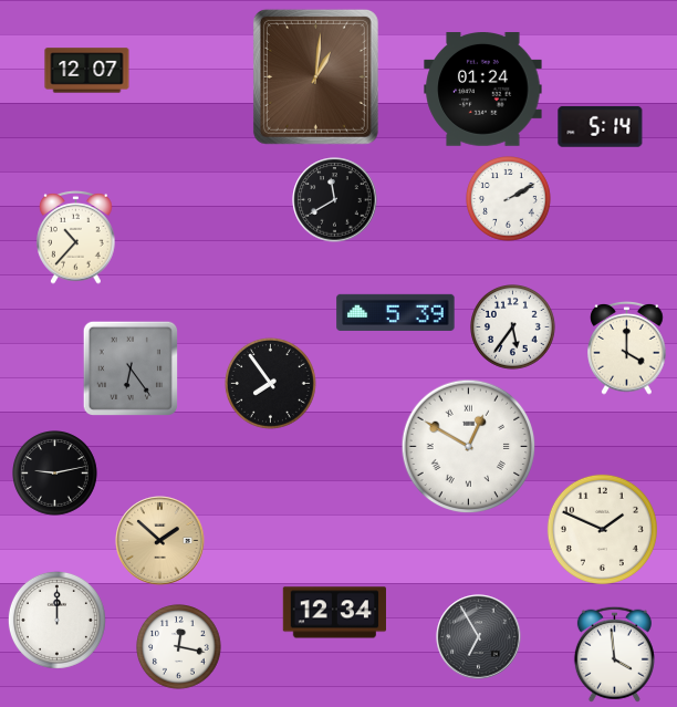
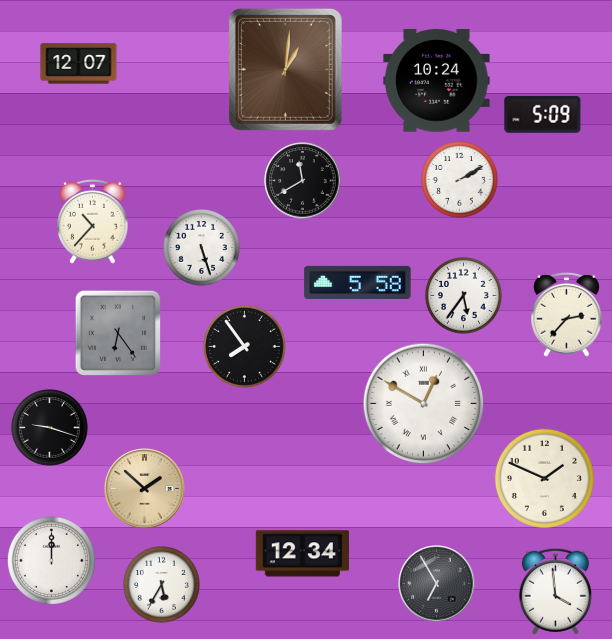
clock at (483, 90): 01:24 -> 10:24
clock at (601, 127): 5:14 -> 5:09
clock at (76, 237) position: (76, 237) -> (93, 221)
clock at (202, 248): none -> 5:27
clock at (396, 312): 5:39 -> 5:58
clock at (627, 347): 4:00 -> 2:37
clock at (55, 474): 9:13 -> 9:18
clock at (479, 637) position: (479, 637) -> (437, 584)
clock at (179, 647): 12:17 -> 5:35
